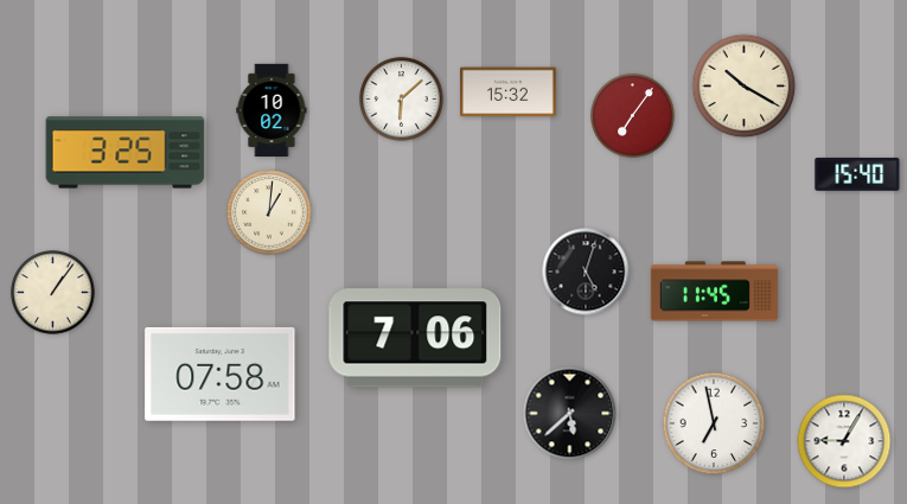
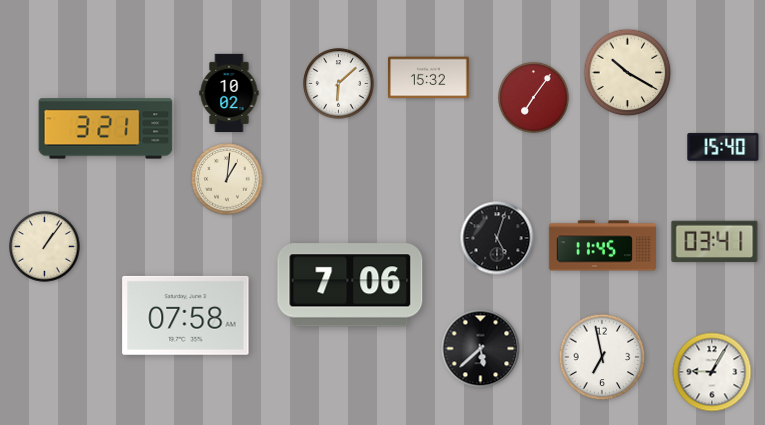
clock at (126, 153): 3:25 -> 3:21
clock at (586, 272) position: (586, 272) -> (497, 238)
clock at (715, 242): none -> 03:41
